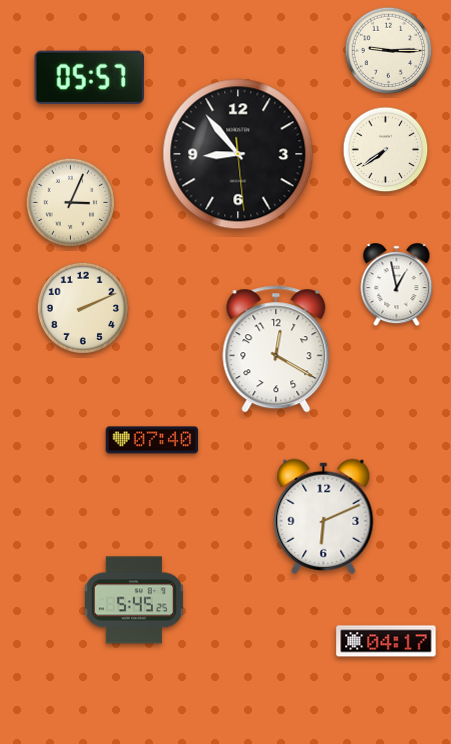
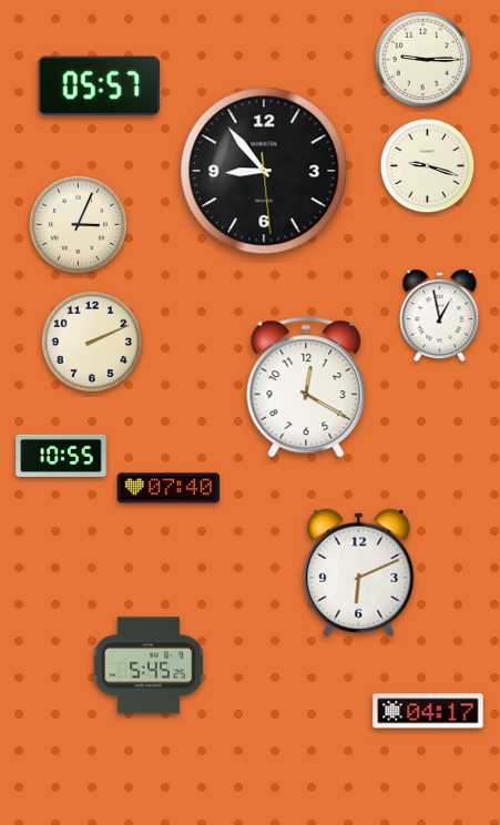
clock at (389, 51) position: (389, 51) -> (424, 60)
clock at (386, 150): 7:39 -> 9:18
clock at (61, 455): none -> 10:55
